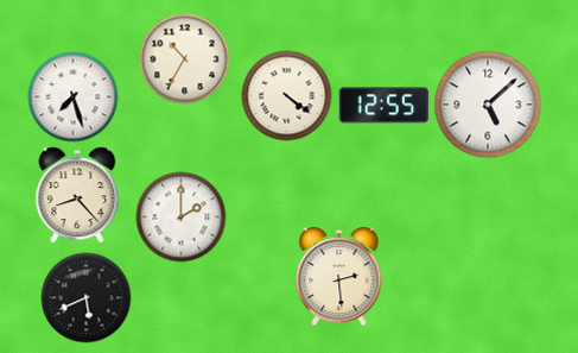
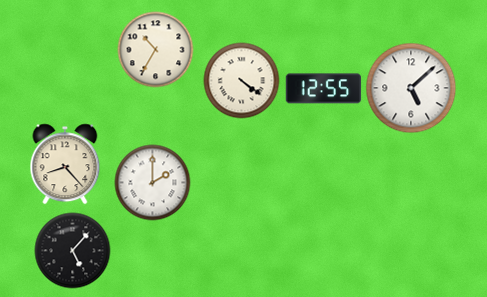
clock at (74, 97): 7:27 -> none
clock at (339, 277): 2:29 -> none
clock at (87, 298): 5:41 -> 5:07
